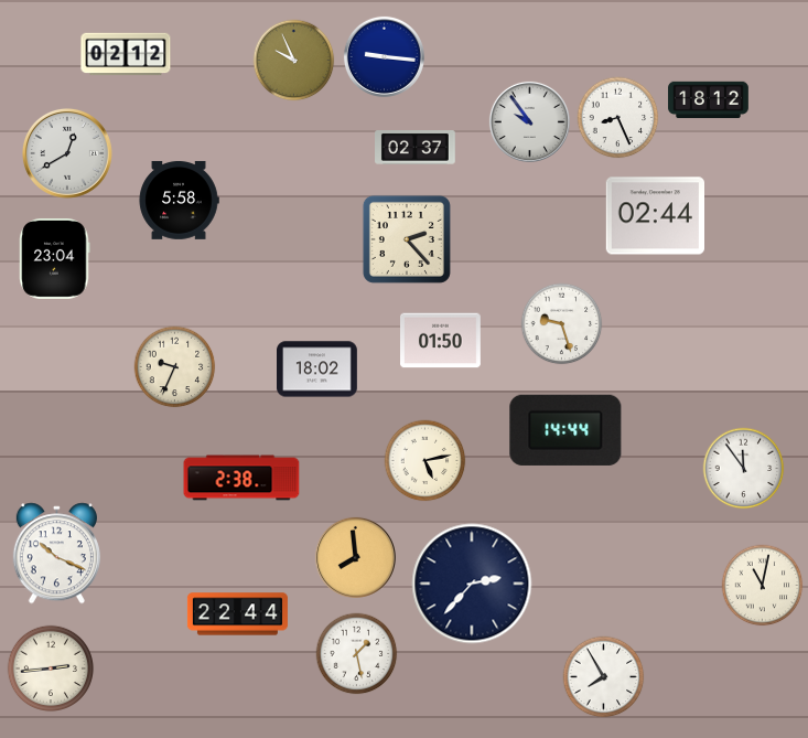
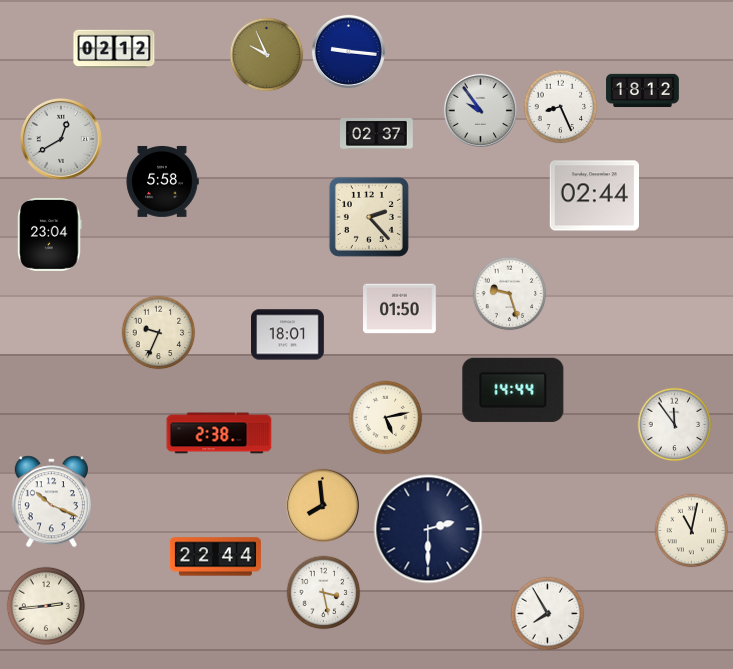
clock at (317, 370): 18:02 -> 18:01
clock at (472, 584): 2:37 -> 2:30
clock at (357, 654): 1:28 -> 3:28
